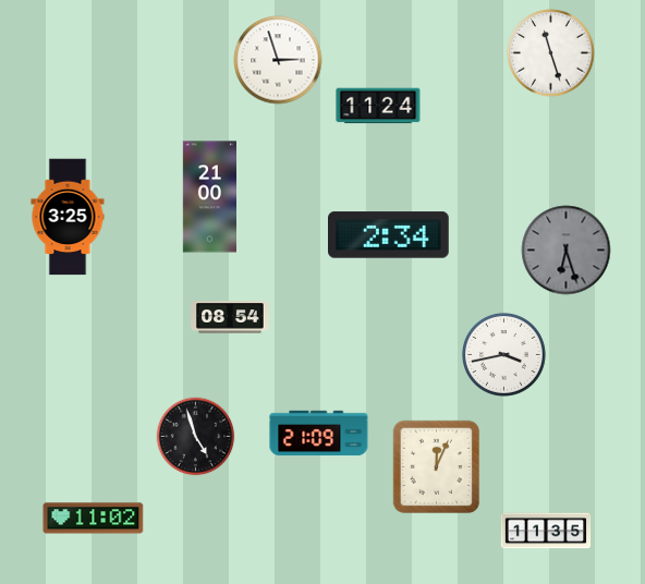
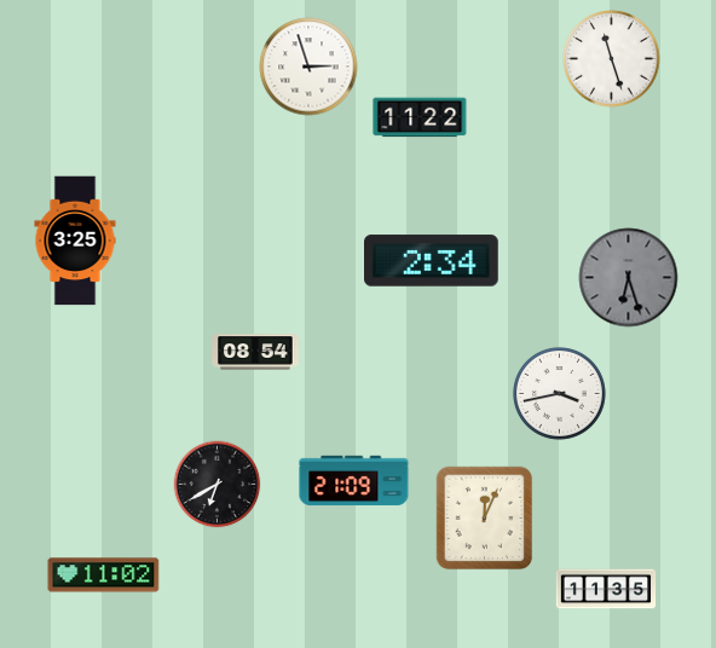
clock at (378, 106): 11:24 -> 11:22
clock at (209, 197): 21:00 -> none
clock at (196, 437): 4:57 -> 6:40
